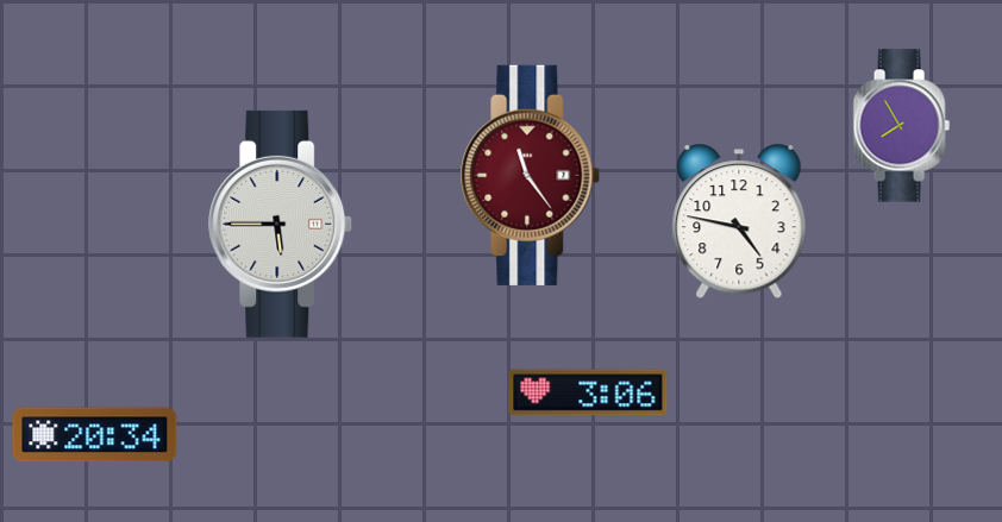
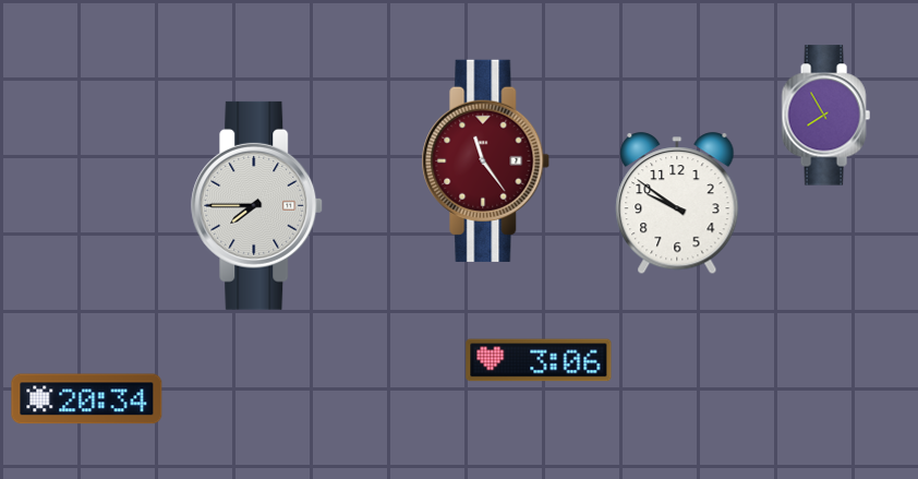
clock at (739, 222): 4:47 -> 9:51
clock at (281, 224): 5:45 -> 7:45
